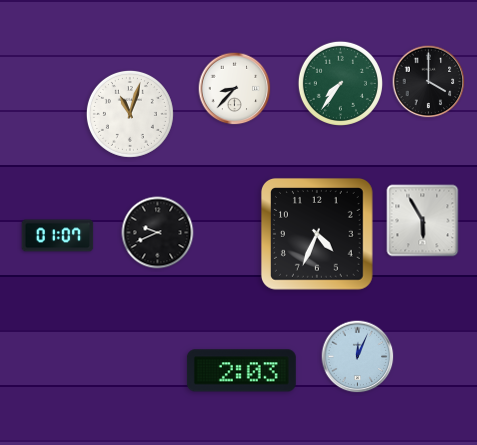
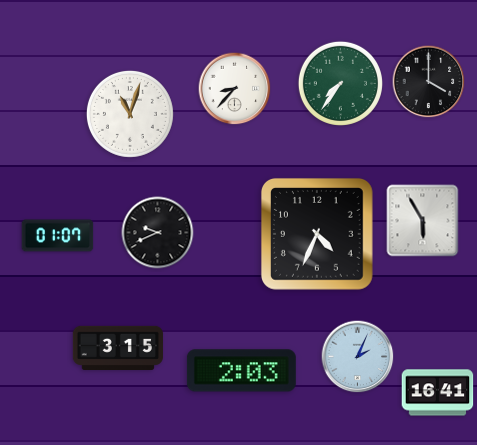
clock at (118, 347): none -> 3:15
clock at (358, 357): 12:04 -> 2:04
clock at (438, 393): none -> 16:41
